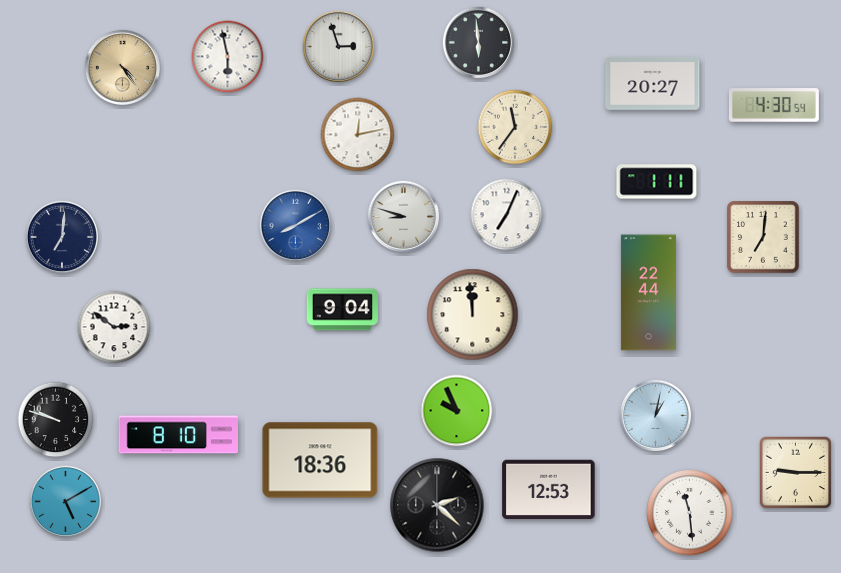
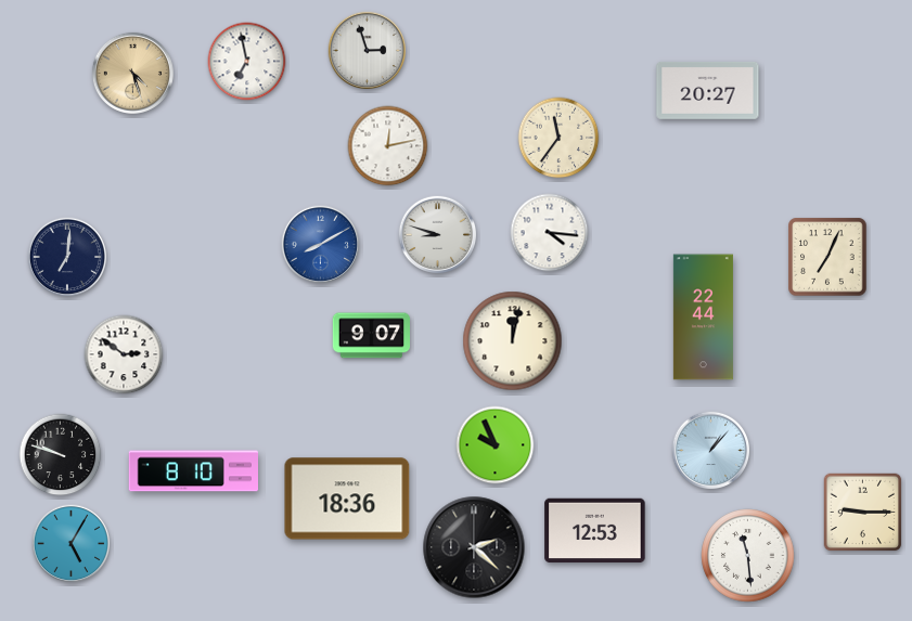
clock at (479, 43): 5:59 -> none
clock at (228, 57): 5:58 -> 6:58
clock at (122, 67): 4:24 -> 4:27
clock at (774, 105): 4:30 -> none
clock at (657, 182): 1:11 -> none
clock at (507, 215): 7:04 -> 4:16
clock at (763, 237): 7:01 -> 7:04
clock at (342, 310): 9:04 -> 9:07
clock at (473, 315): 11:59 -> 12:02
clock at (656, 416): 1:02 -> 1:07
clock at (66, 502): 5:10 -> 5:05
